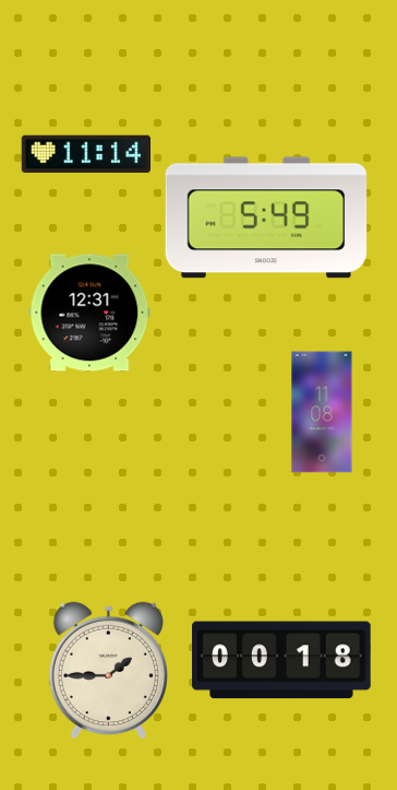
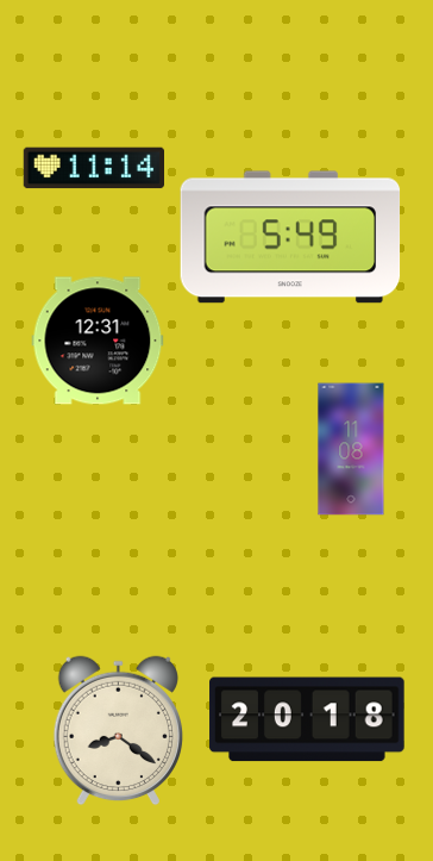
clock at (281, 660): 00:18 -> 20:18
clock at (108, 671): 1:45 -> 8:21
